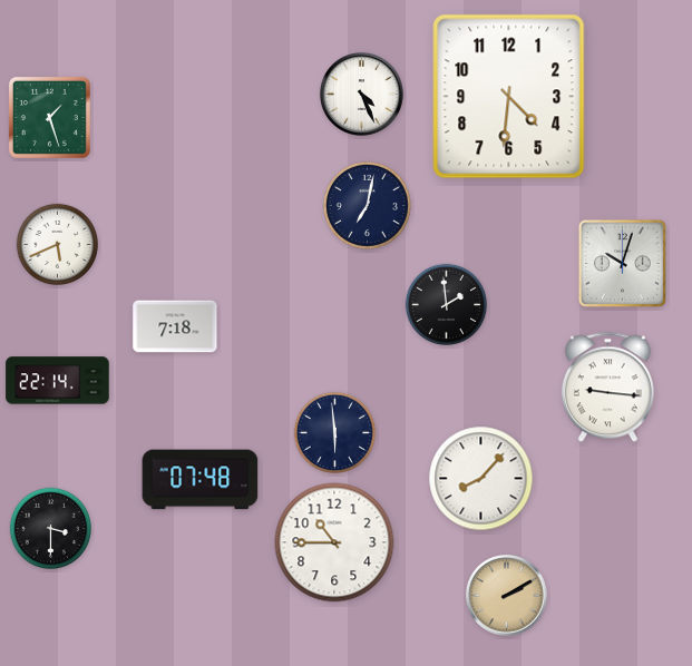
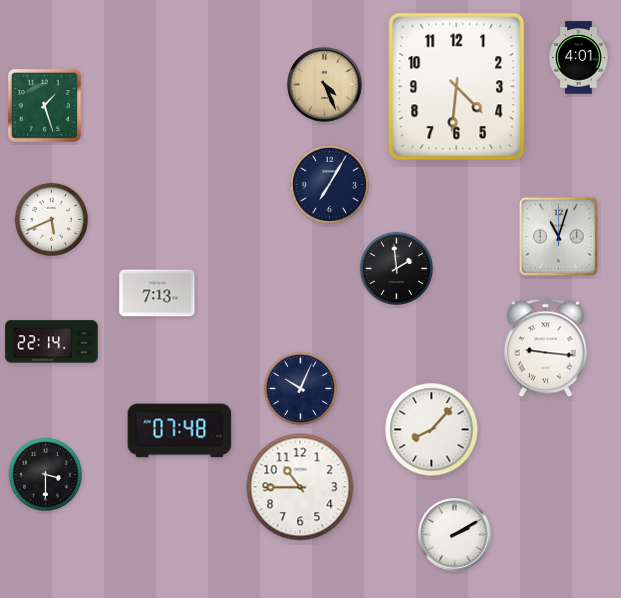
clock at (579, 58): none -> 4:01
clock at (362, 95) dial: white -> champagne
clock at (367, 205): 7:02 -> 7:05
clock at (622, 263): 10:03 -> 11:03
clock at (446, 304) position: (446, 304) -> (396, 268)
clock at (175, 326): 7:18 -> 7:13
clock at (334, 432): 5:59 -> 10:04
clock at (507, 596) dial: champagne -> white
